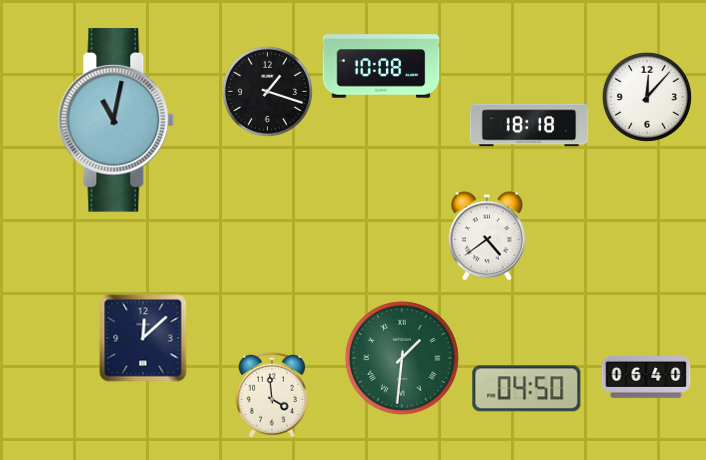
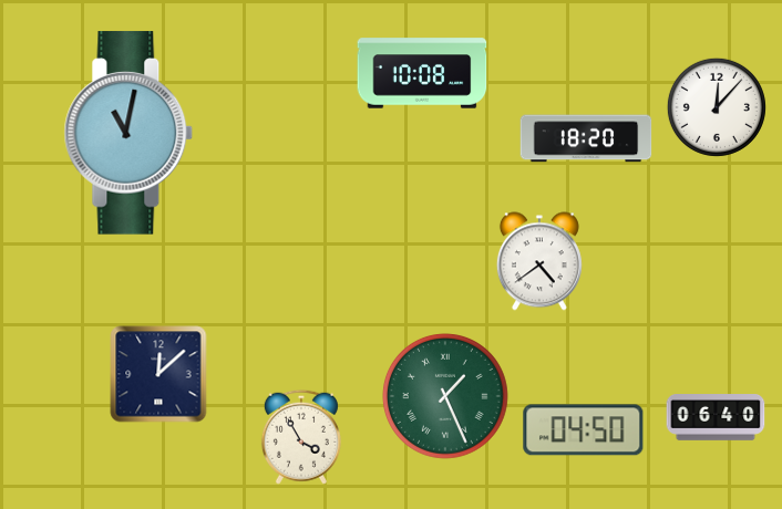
clock at (267, 91): 1:18 -> none
clock at (529, 125): 18:18 -> 18:20
clock at (403, 359): 1:31 -> 1:26
clock at (272, 395): 3:59 -> 3:55
